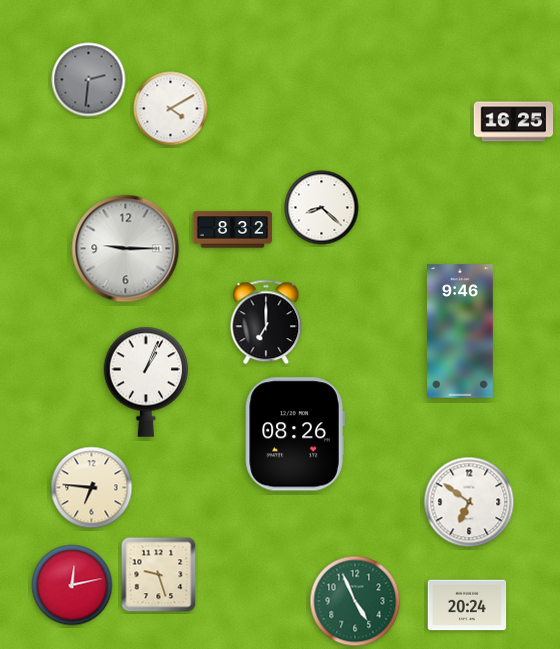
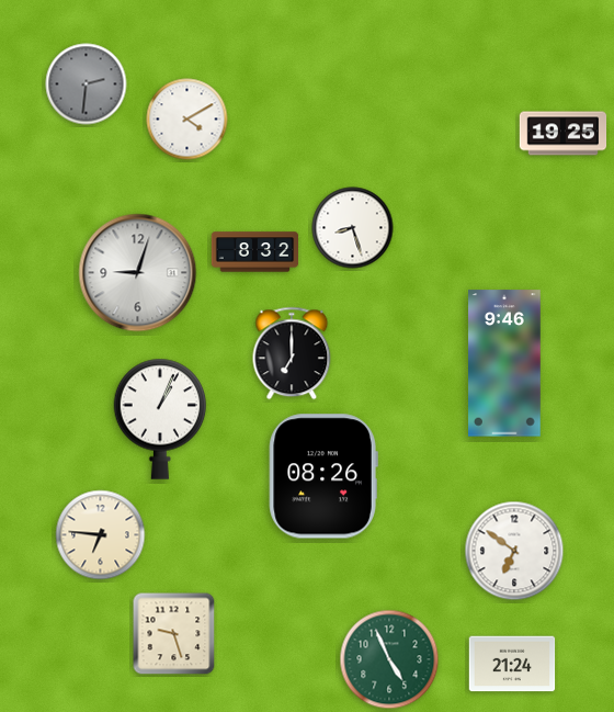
clock at (89, 80) position: (89, 80) -> (87, 84)
clock at (514, 122): 16:25 -> 19:25
clock at (322, 208): 8:22 -> 8:27
clock at (126, 249): 9:15 -> 9:03
clock at (159, 575) position: (159, 575) -> (174, 634)
clock at (72, 585): 12:13 -> none
clock at (467, 605): 20:24 -> 21:24
